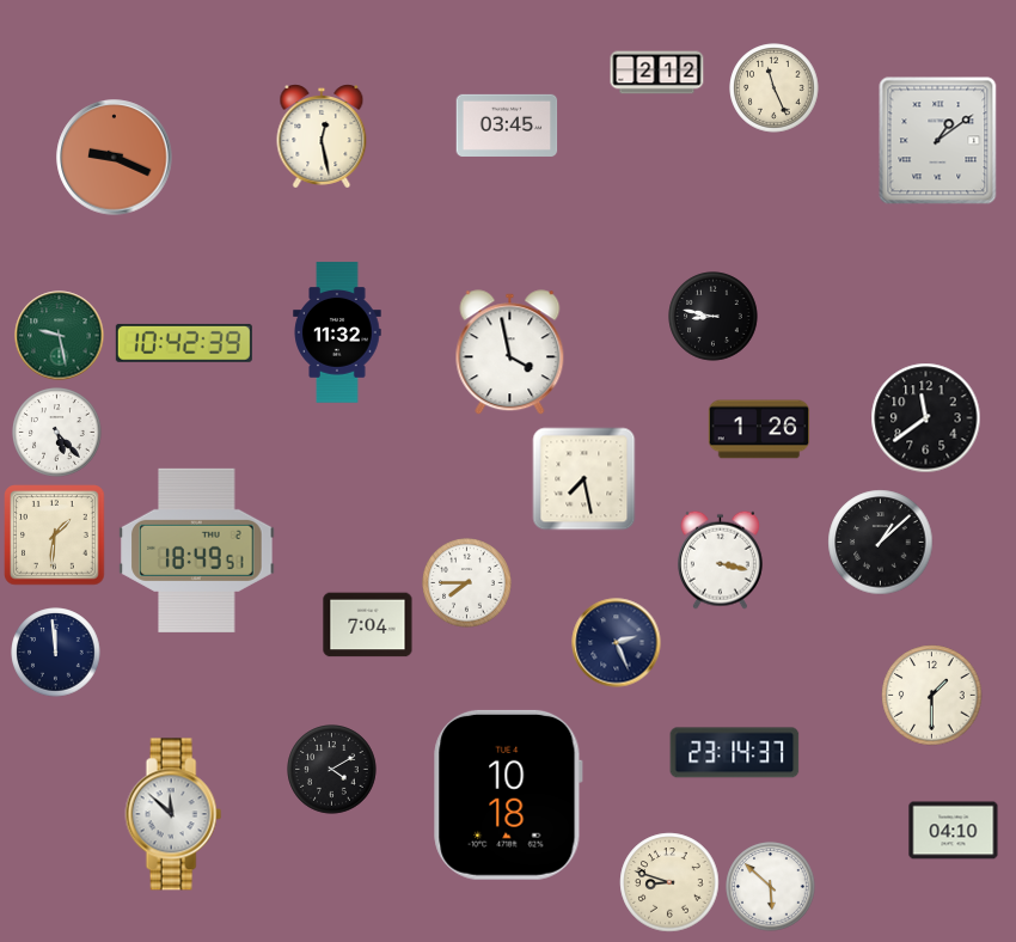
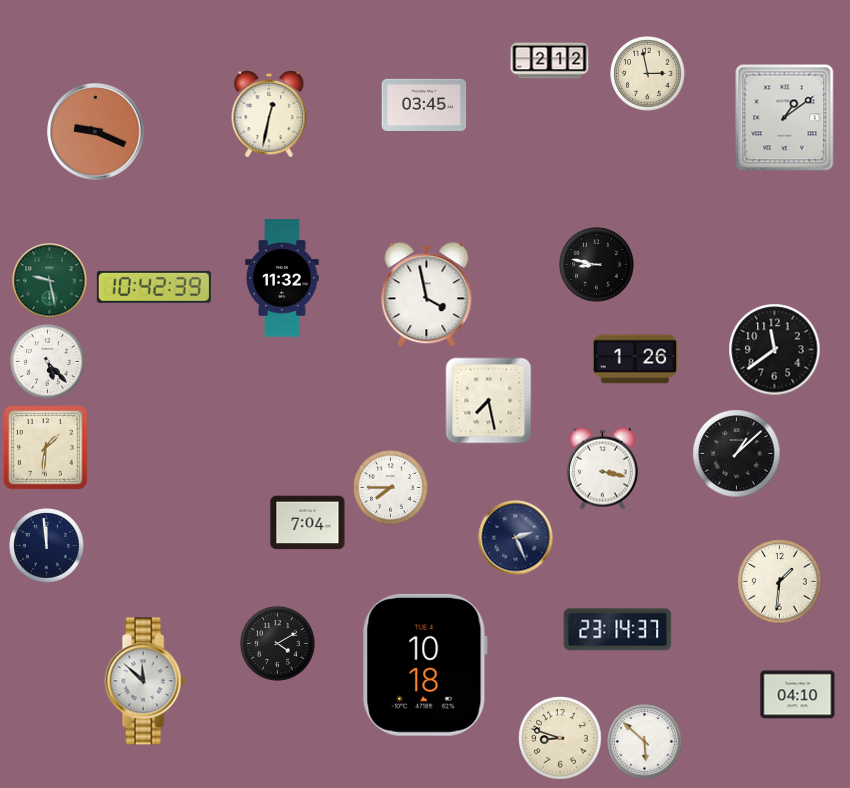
clock at (775, 88): 11:26 -> 2:58
clock at (322, 136): 12:28 -> 12:32
clock at (197, 550): 18:49 -> none
clock at (932, 696): 1:30 -> 1:31
clock at (735, 753) position: (735, 753) -> (618, 630)
